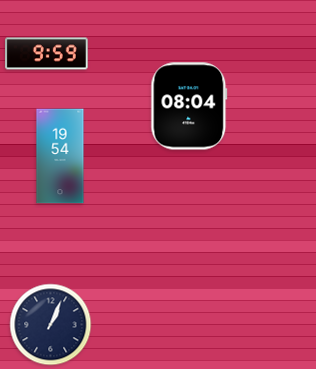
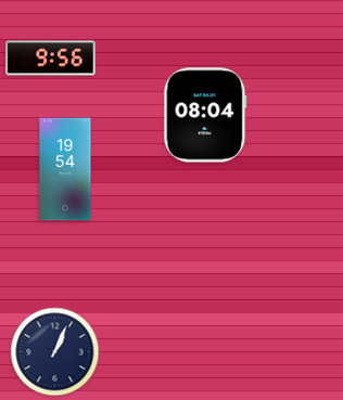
clock at (47, 54): 9:59 -> 9:56
